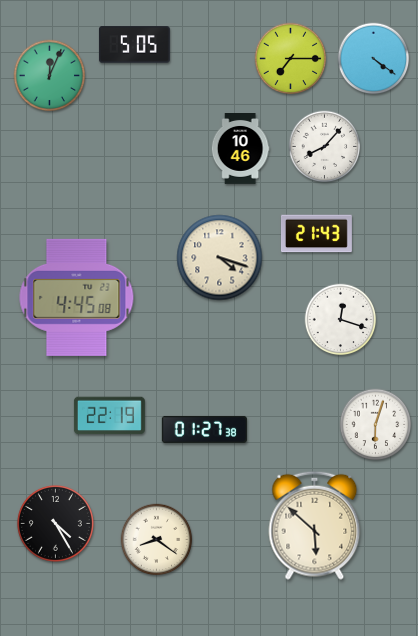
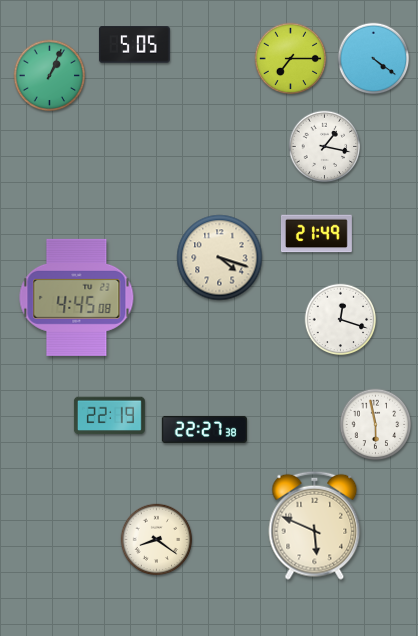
clock at (50, 76): 12:04 -> 1:04
clock at (325, 147): 8:07 -> 1:17
clock at (240, 149): 10:46 -> none
clock at (316, 234): 21:43 -> 21:49
clock at (376, 425): 6:03 -> 5:58
clock at (204, 429): 01:27 -> 22:27
clock at (55, 523): 4:25 -> none
clock at (315, 525): 5:52 -> 5:49
